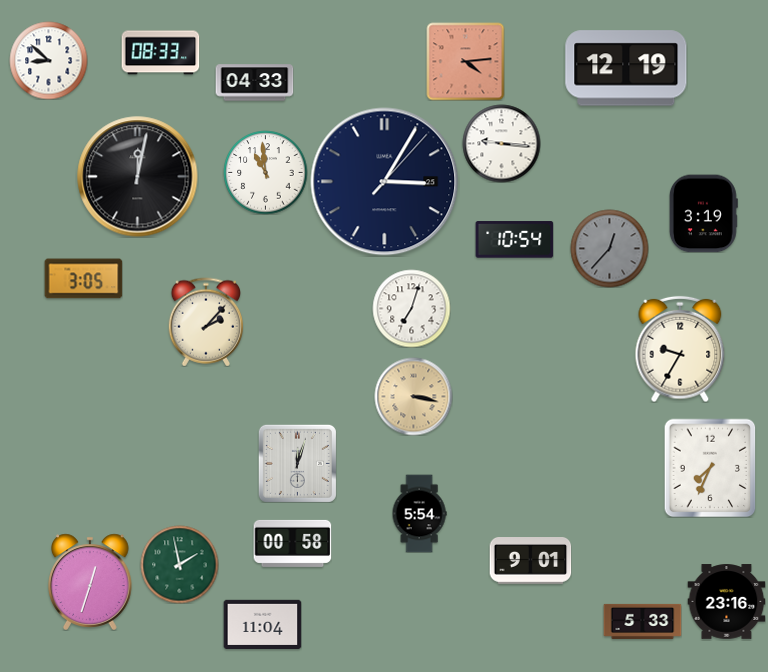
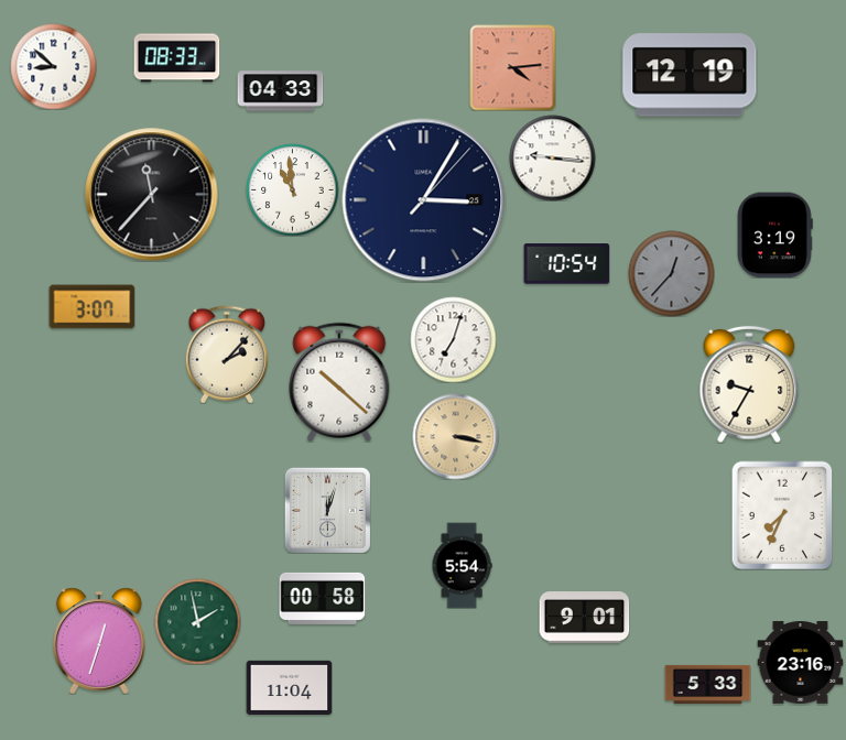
clock at (138, 177): 12:02 -> 11:37
clock at (83, 279): 3:05 -> 3:07
clock at (339, 382): none -> 10:22
